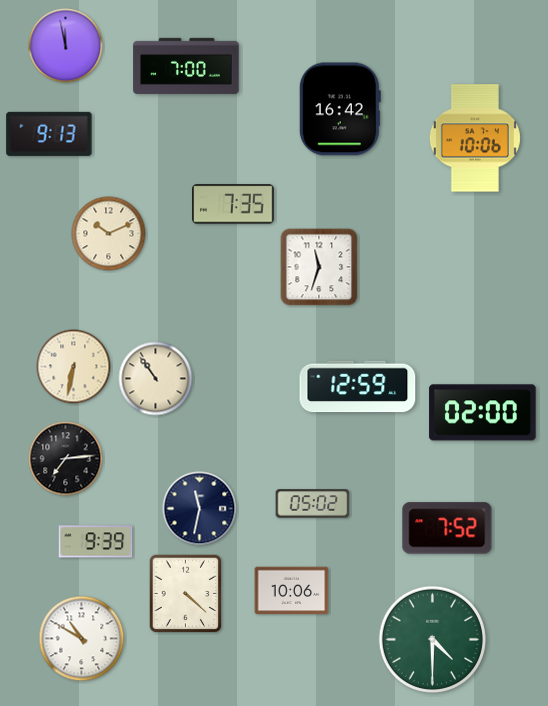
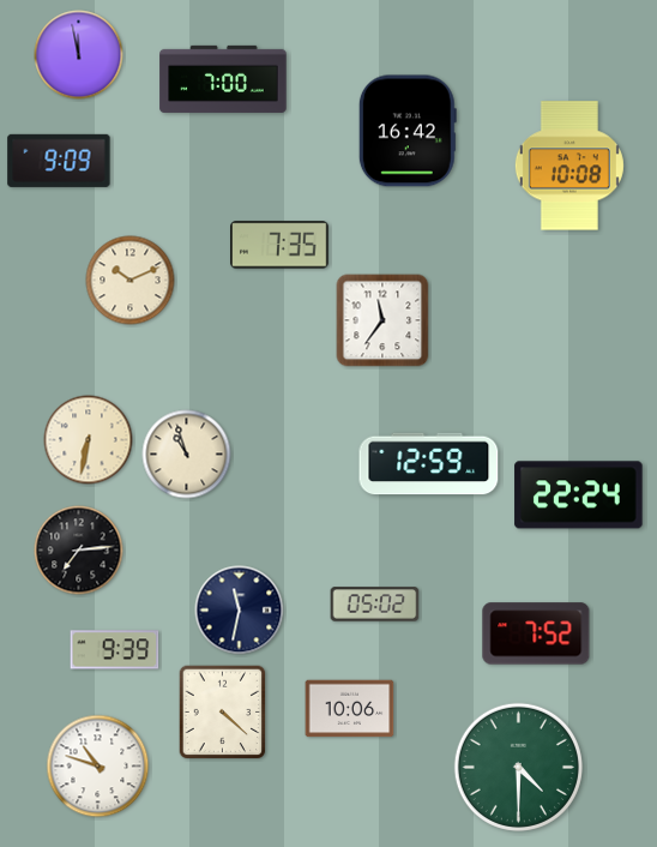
clock at (49, 134): 9:13 -> 9:09
clock at (475, 138): 10:06 -> 10:08
clock at (319, 267): 11:33 -> 11:36
clock at (156, 379): 10:54 -> 10:57
clock at (483, 413): 02:00 -> 22:24
clock at (82, 639): 10:50 -> 10:48
